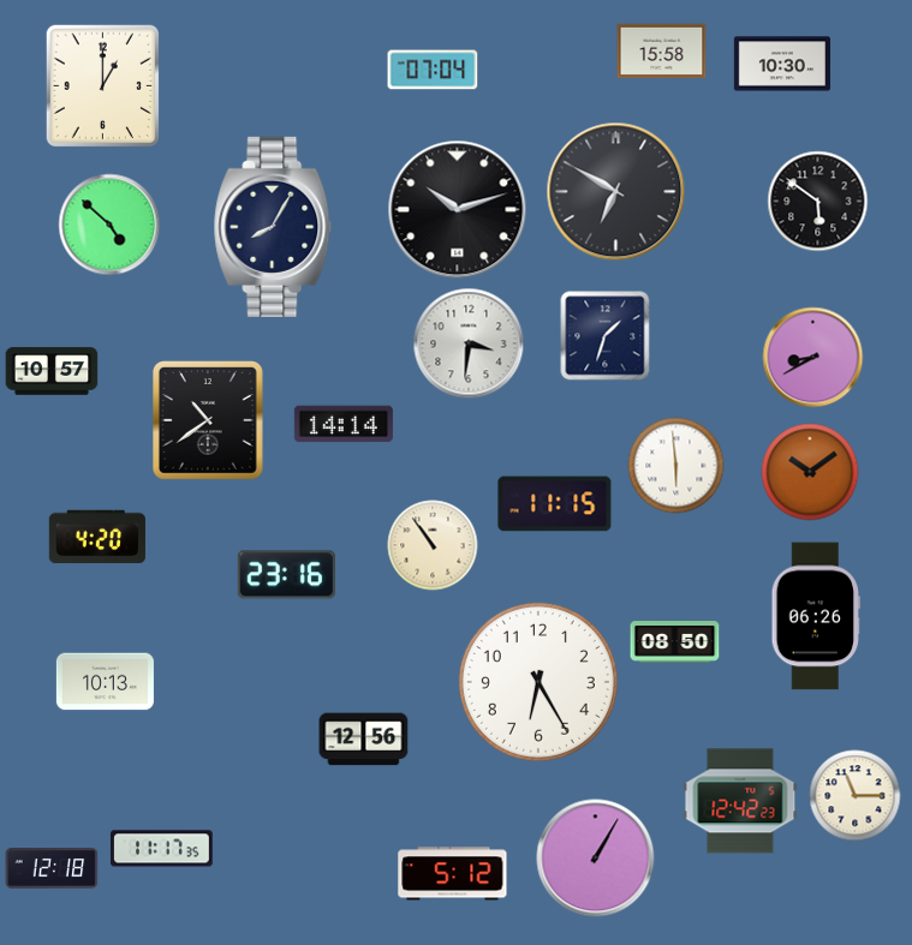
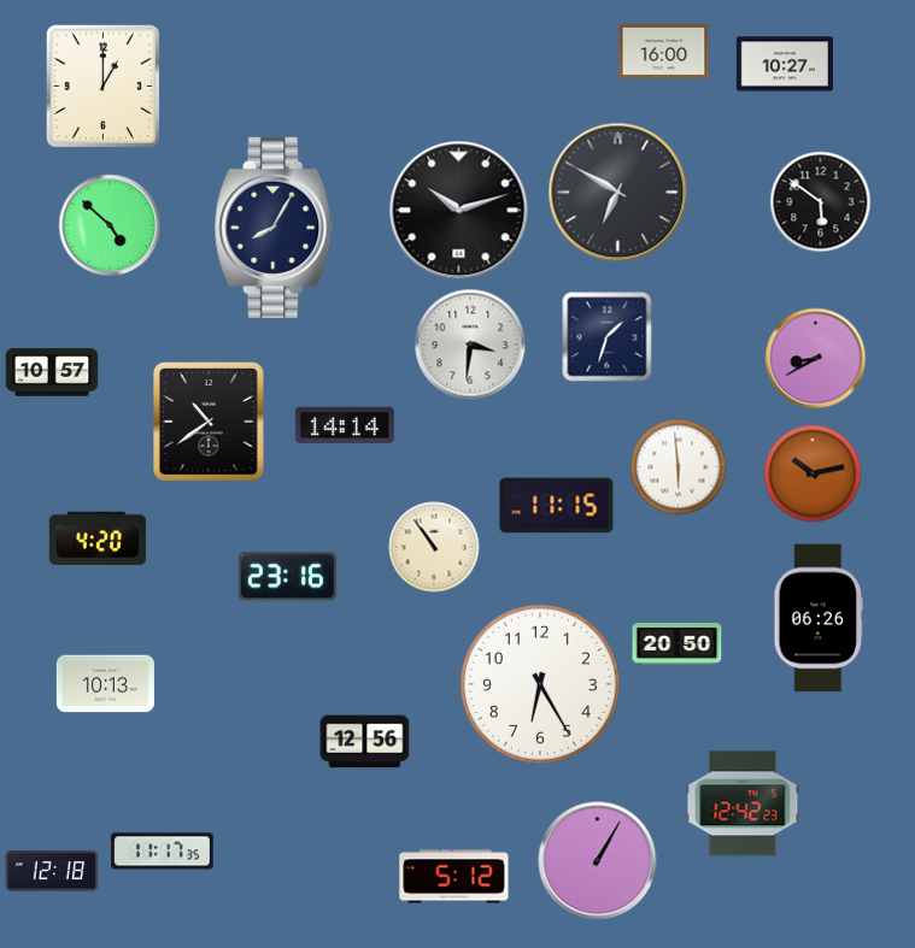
clock at (662, 52): 15:58 -> 16:00
clock at (781, 64): 10:30 -> 10:27
clock at (433, 70): 07:04 -> none
clock at (810, 472): 10:09 -> 10:13
clock at (675, 642): 08:50 -> 20:50
clock at (856, 796): 11:15 -> none
